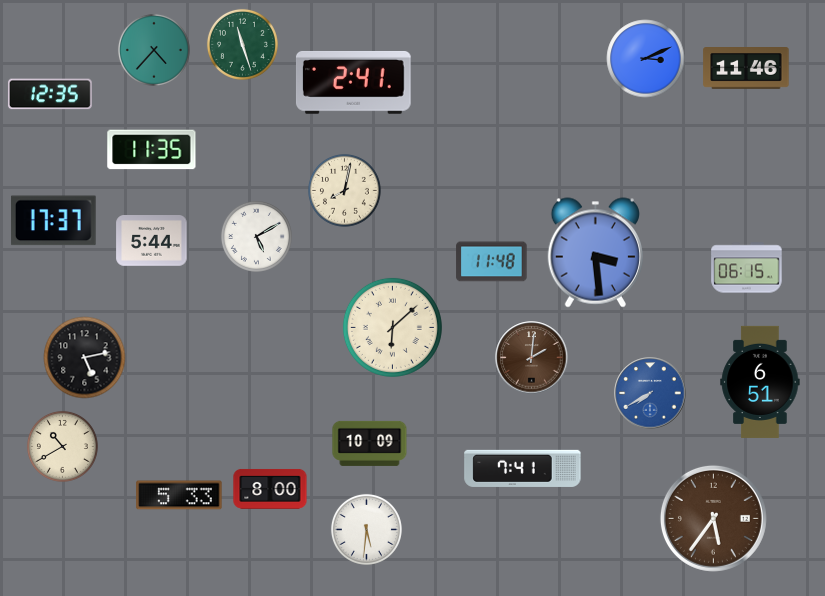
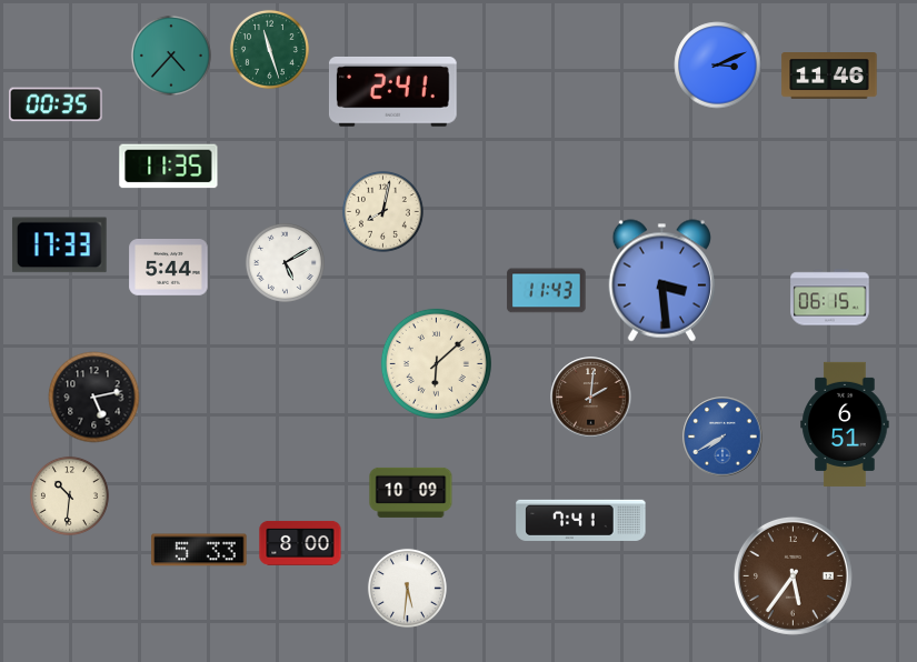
clock at (50, 94): 12:35 -> 00:35
clock at (53, 221): 17:37 -> 17:33
clock at (492, 262): 11:48 -> 11:43
clock at (62, 446): 10:40 -> 10:31
